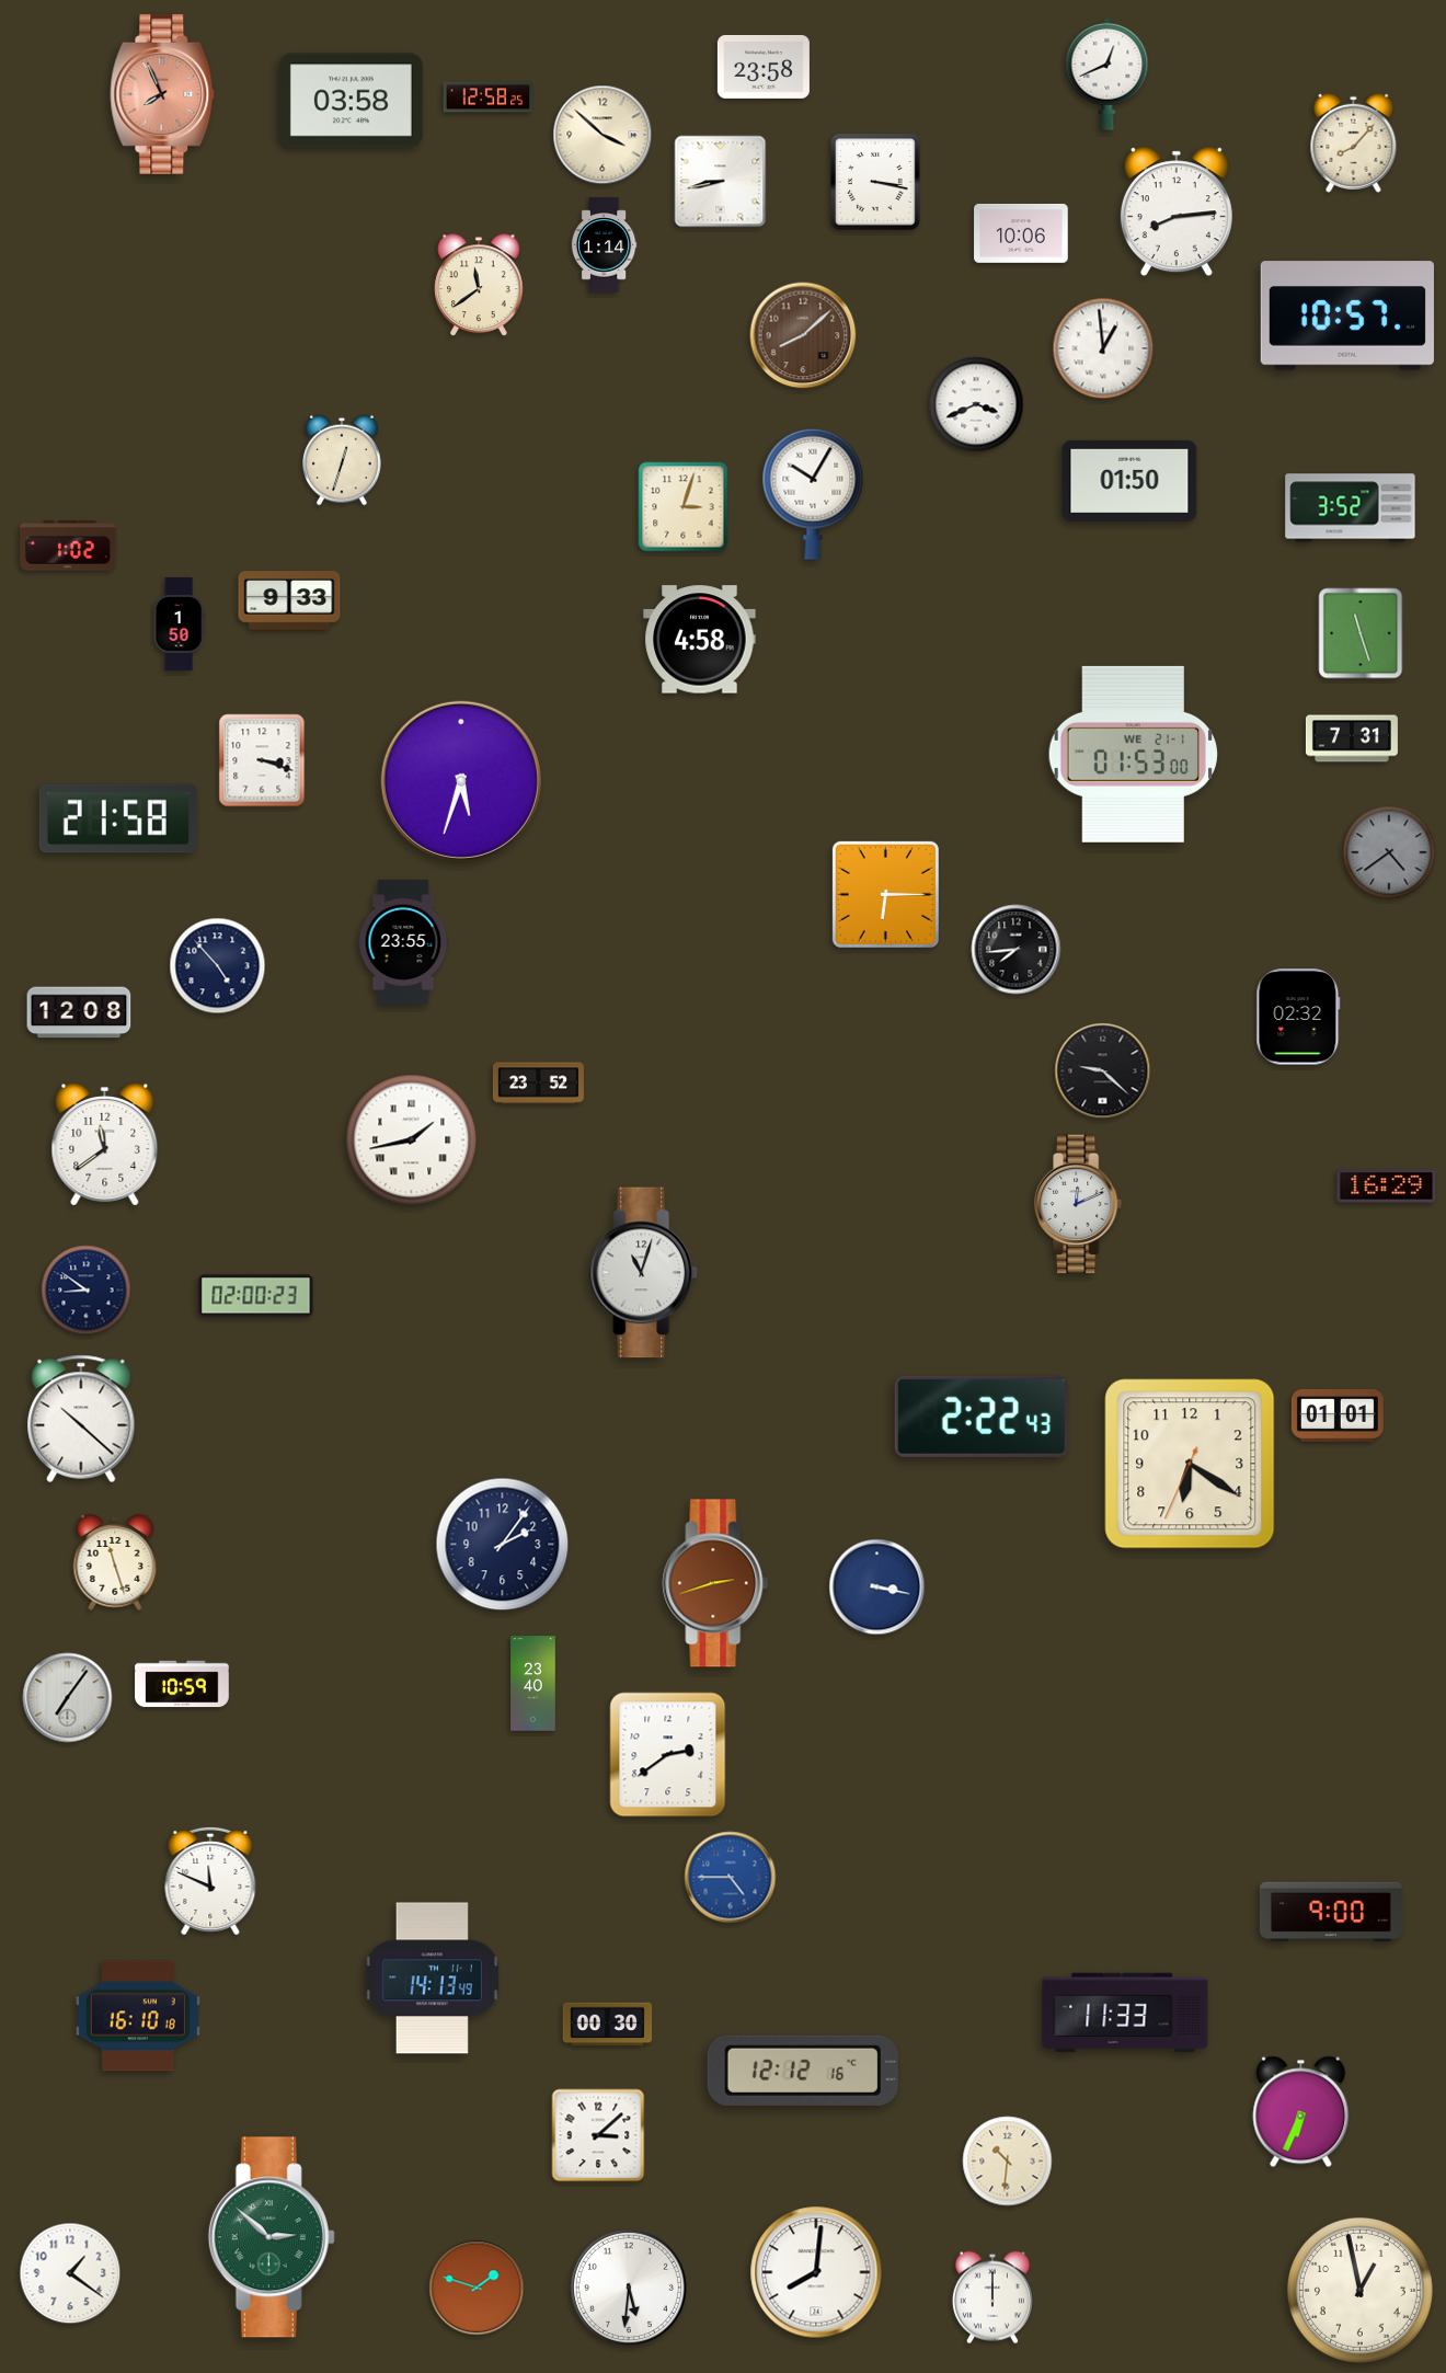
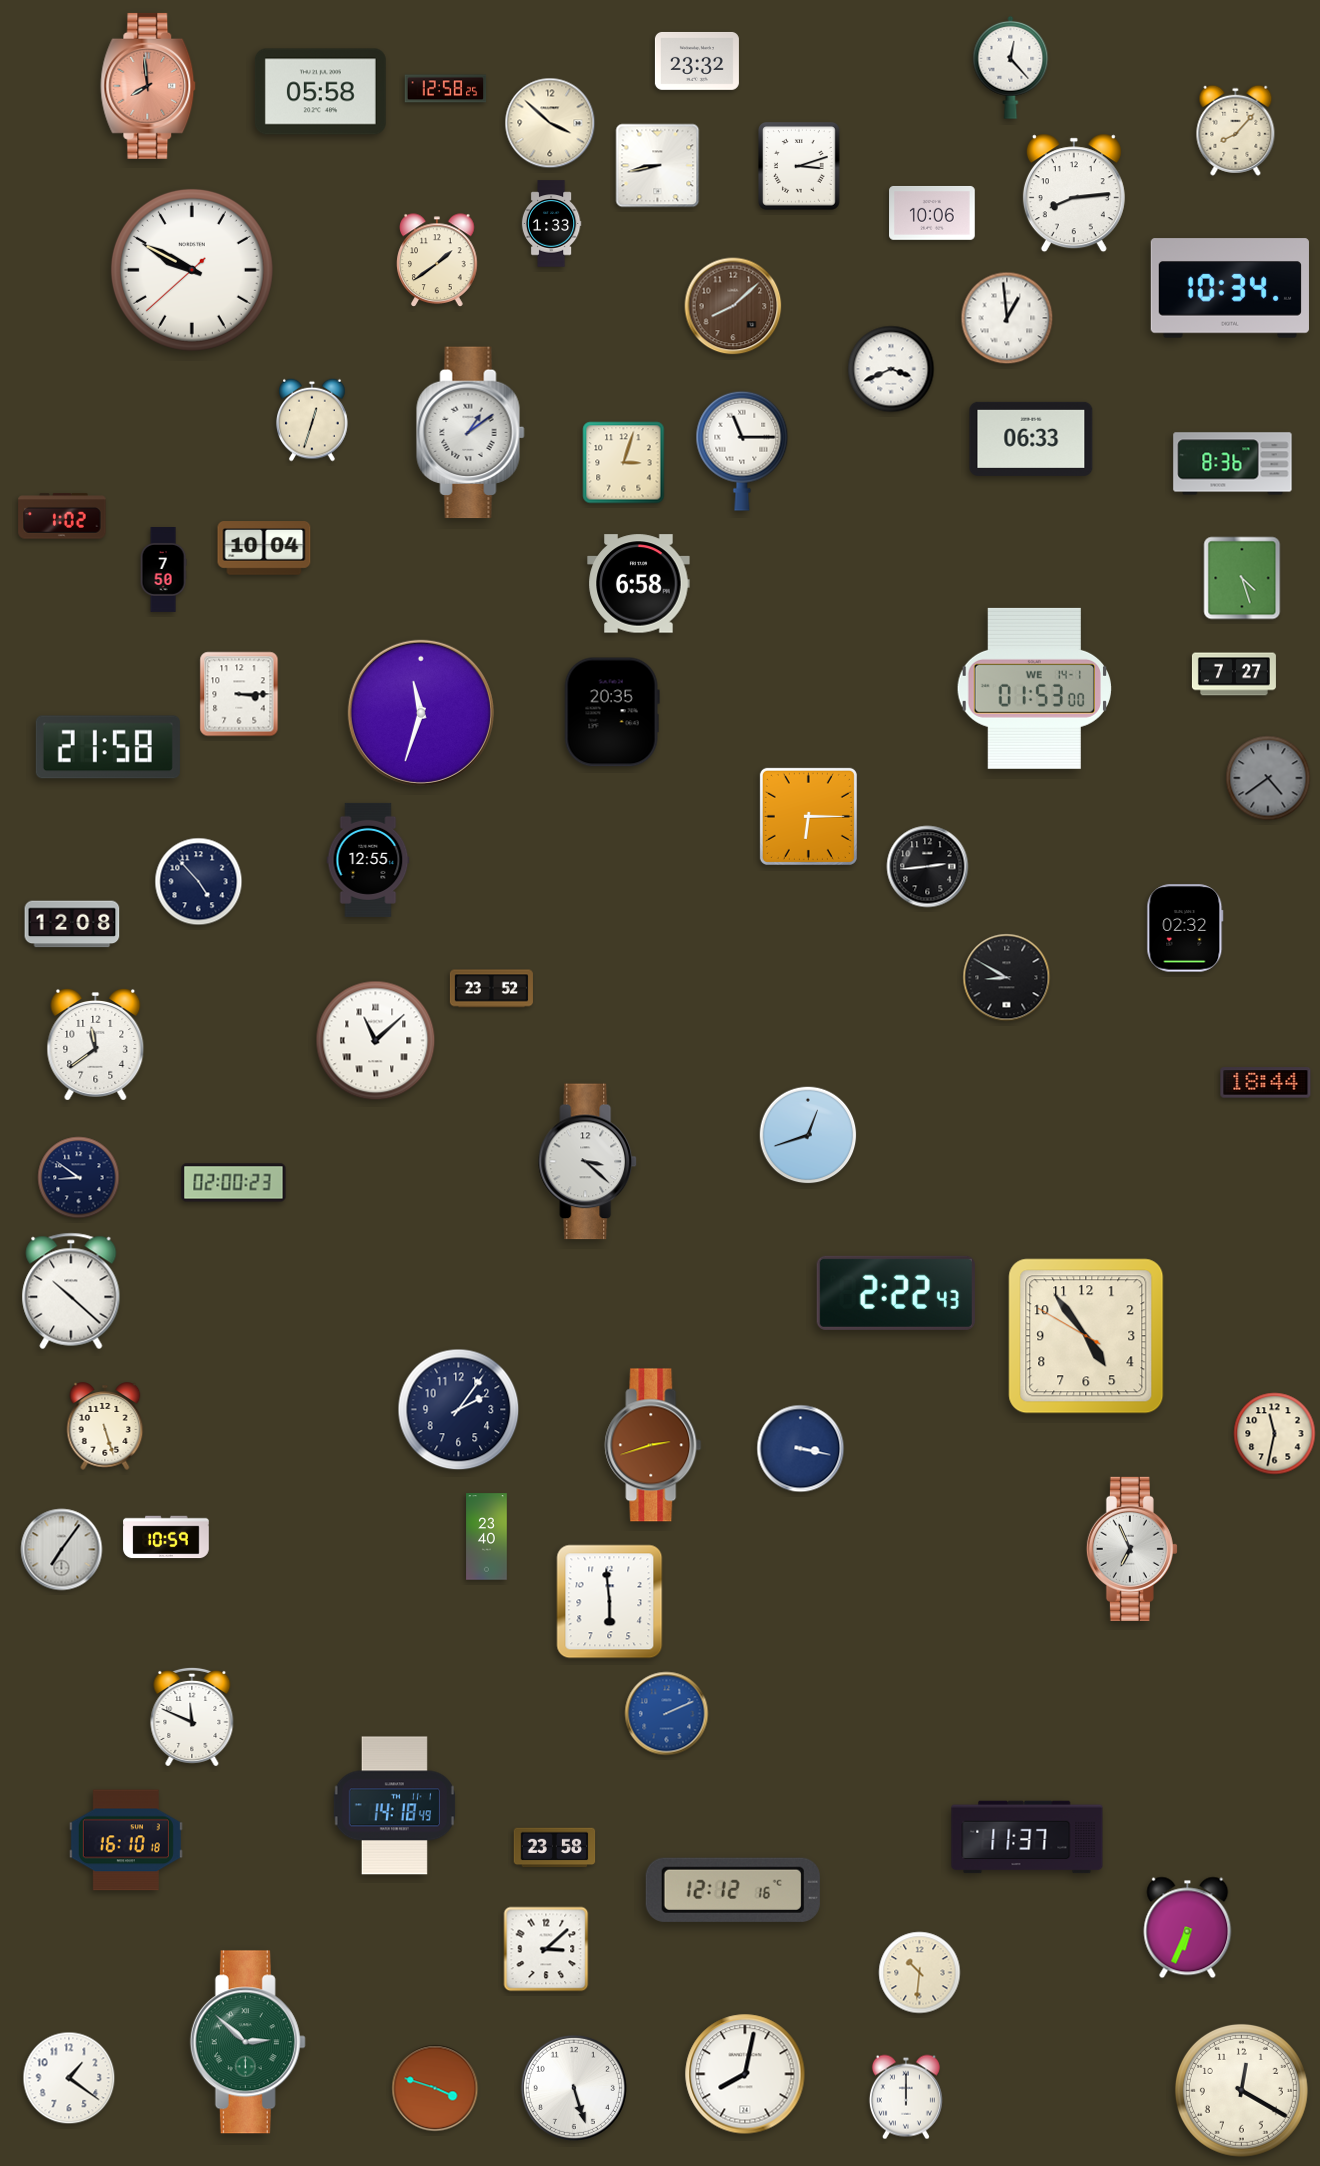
clock at (764, 67): 23:58 -> 23:32
clock at (1108, 73): 12:41 -> 12:23
clock at (162, 94): 7:56 -> 7:59
clock at (351, 101): 03:58 -> 05:58
clock at (876, 182): 3:17 -> 3:12
clock at (604, 245): 1:14 -> 1:33
clock at (479, 285): 11:39 -> 1:39
clock at (192, 270): none -> 9:49
clock at (1347, 316): 10:57 -> 10:34
clock at (471, 433): none -> 1:09
clock at (1129, 481): 01:50 -> 06:33
clock at (813, 494): 10:05 -> 11:15
clock at (1351, 508): 3:52 -> 8:36
clock at (68, 546) position: (68, 546) -> (62, 516)
clock at (289, 600): 9:33 -> 10:04
clock at (179, 624): 1:50 -> 7:50
clock at (1361, 633): 11:27 -> 4:27
clock at (700, 640): 4:58 -> 6:58
clock at (1352, 738): 7:31 -> 7:27
clock at (1133, 754) date: WE 21-1 -> WE 14-1
clock at (262, 760): 3:18 -> 3:15
clock at (612, 712): none -> 20:35
clock at (461, 781): 5:33 -> 11:33
clock at (403, 942): 23:55 -> 12:55
clock at (1017, 950): 7:44 -> 2:44
clock at (1103, 1071): 9:22 -> 8:50
clock at (412, 1140): 1:43 -> 11:08
clock at (1387, 1186): 16:29 -> 18:44
clock at (1079, 1204): 12:11 -> none
clock at (808, 1135): none -> 12:42
clock at (644, 1273): 11:03 -> 3:22
clock at (1338, 1415): 01:01 -> none
clock at (81, 1419) position: (81, 1419) -> (71, 1291)
clock at (1190, 1464): 6:20 -> 4:53
clock at (115, 1562): 11:27 -> 5:27
clock at (1275, 1434): none -> 11:32
clock at (1132, 1549): none -> 6:56
clock at (668, 1755): 2:39 -> 5:59
clock at (731, 1878): 4:45 -> 2:11
clock at (1331, 1912): 9:00 -> none
clock at (432, 1979): 14:13 -> 14:18
clock at (1125, 2013): 11:33 -> 11:37
clock at (608, 2025): 00:30 -> 23:58
clock at (816, 2272): 8:01 -> 8:02
clock at (70, 2273) position: (70, 2273) -> (69, 2078)
clock at (477, 2288): 1:48 -> 3:48
clock at (629, 2288): 5:31 -> 5:27
clock at (1359, 2290): 12:58 -> 12:20
